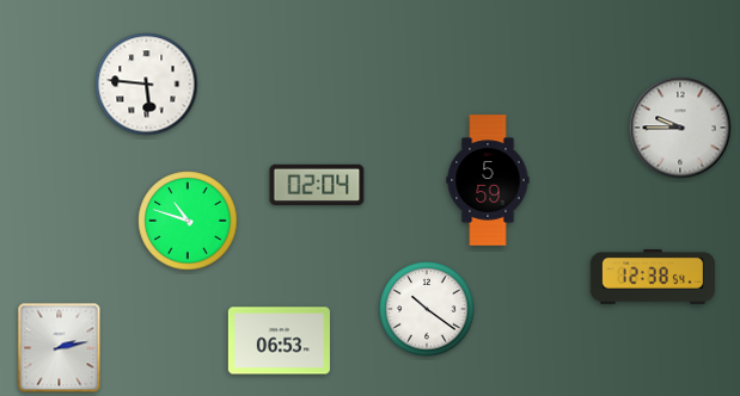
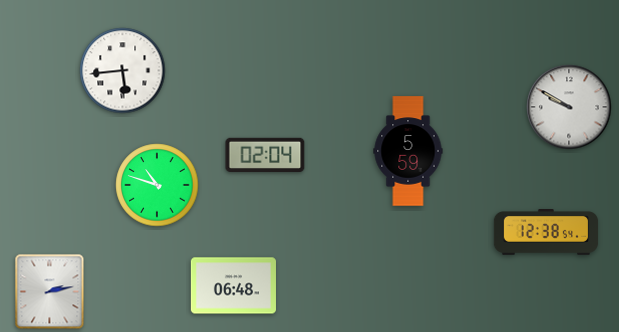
clock at (147, 85): 5:46 -> 5:44
clock at (680, 128): 9:45 -> 9:50
clock at (427, 309): 10:21 -> none
clock at (279, 341): 06:53 -> 06:48
